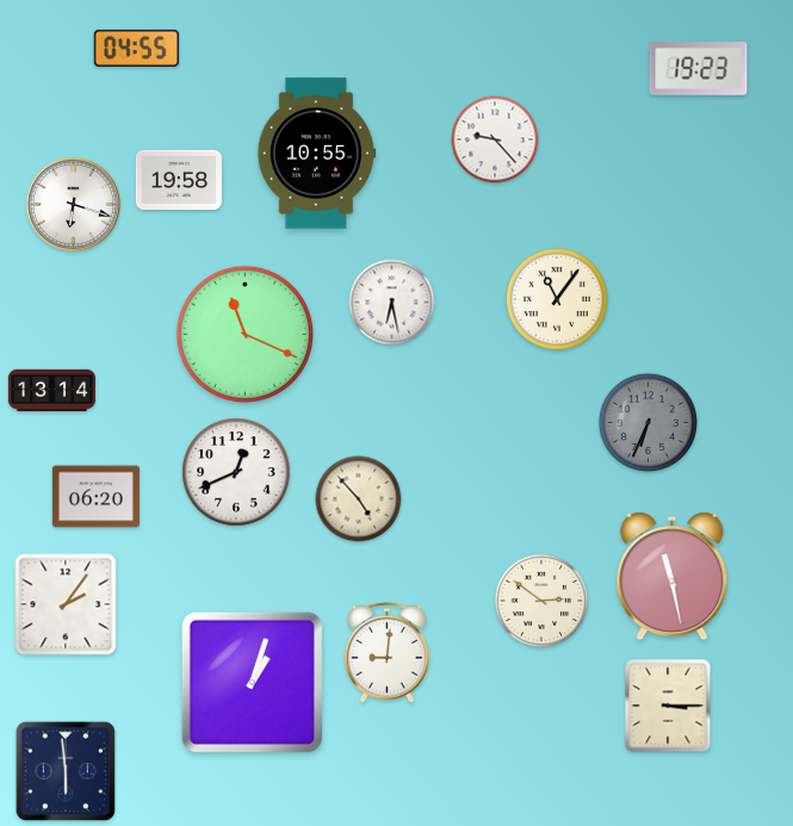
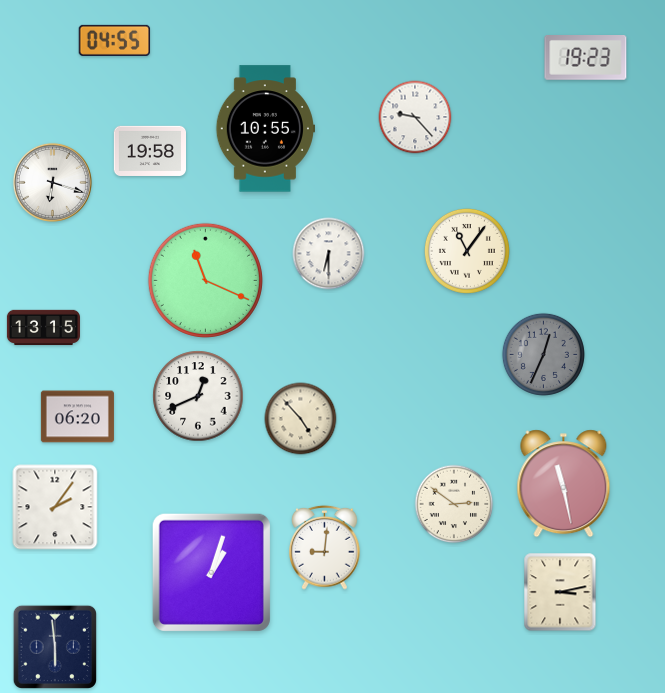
clock at (73, 204) position: (73, 204) -> (52, 182)
clock at (392, 303): 6:28 -> 6:30
clock at (51, 391): 13:14 -> 13:15
clock at (648, 422): 6:34 -> 12:34
clock at (95, 497) position: (95, 497) -> (77, 417)
clock at (668, 706): 3:15 -> 3:13
